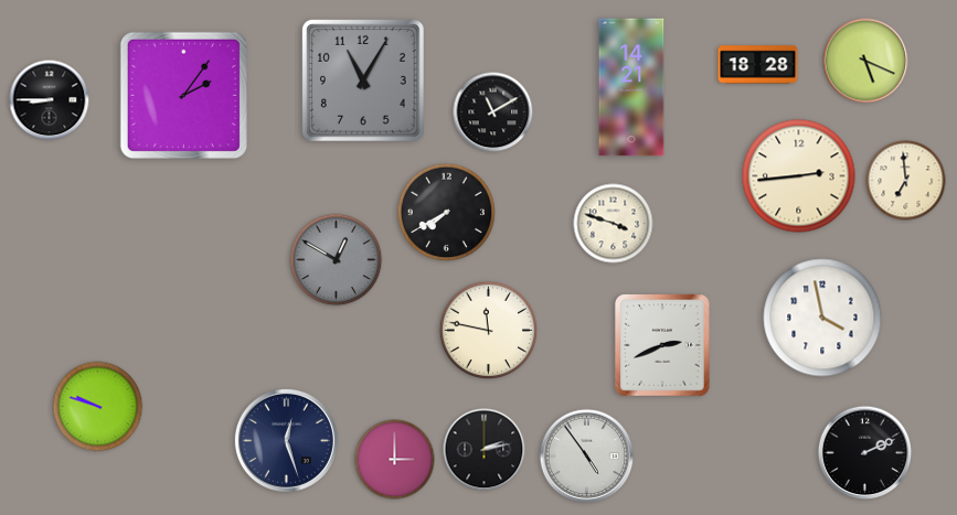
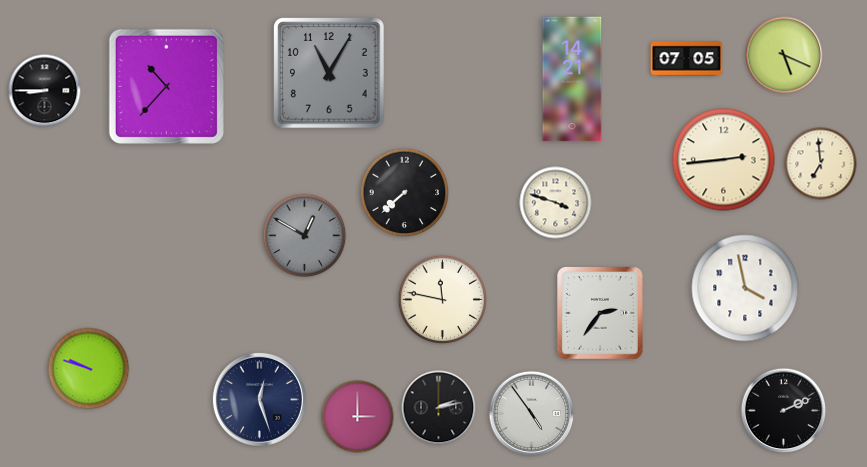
clock at (758, 65): 18:28 -> 07:05
clock at (183, 95): 2:06 -> 10:37
clock at (493, 112): 11:10 -> none
clock at (446, 212): 7:40 -> 7:38
clock at (663, 346): 2:41 -> 2:36
